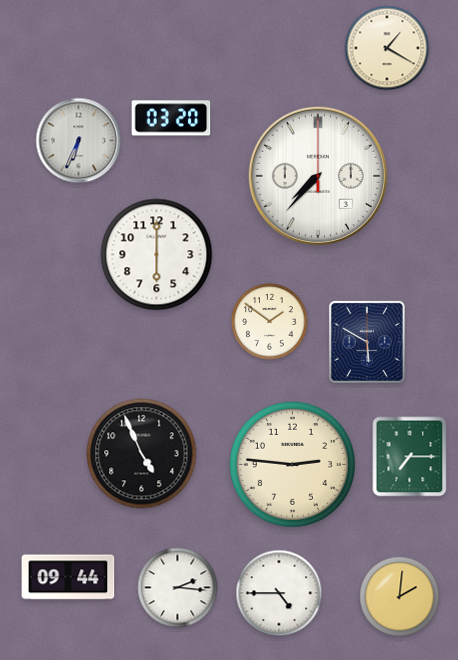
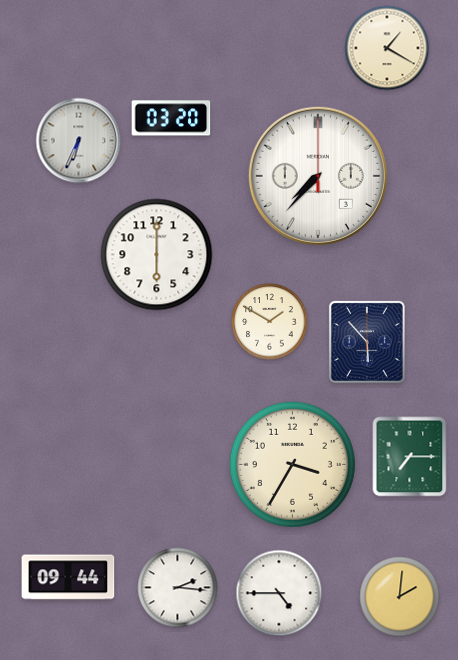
clock at (270, 322): 1:51 -> 1:50
clock at (367, 342): 5:50 -> 5:53
clock at (142, 454): 4:56 -> none
clock at (292, 464): 2:46 -> 3:35
